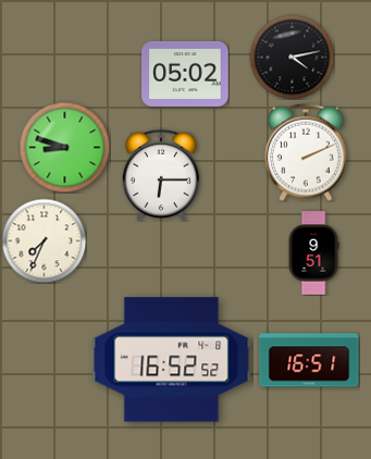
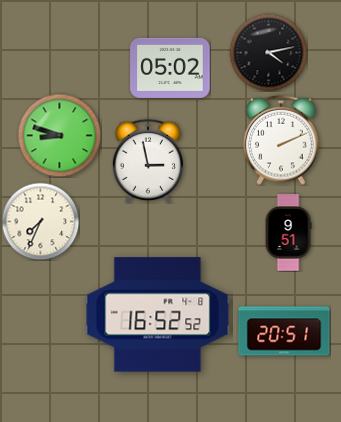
clock at (160, 175): 6:15 -> 2:58
clock at (172, 360) position: (172, 360) -> (158, 315)
clock at (309, 360): 16:51 -> 20:51
